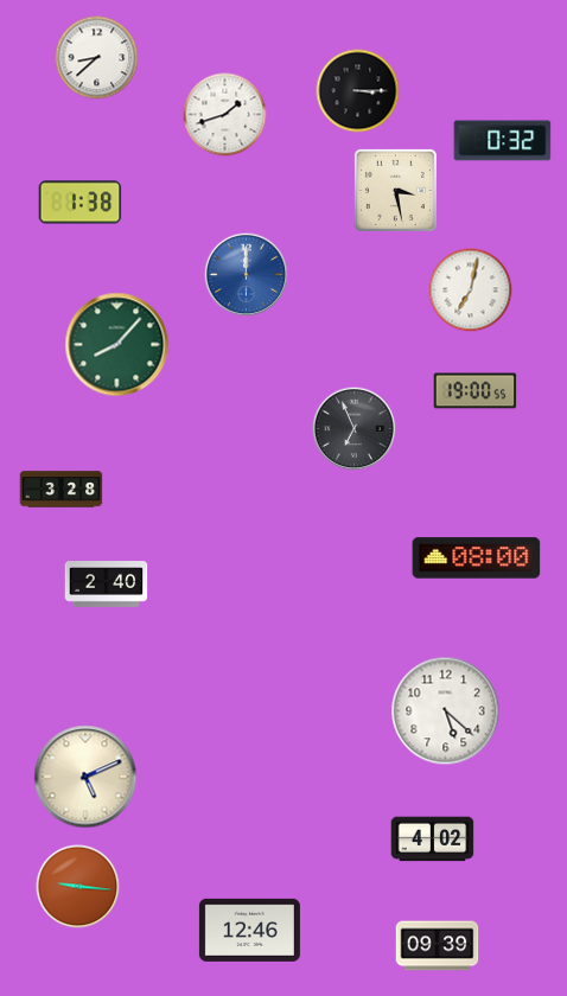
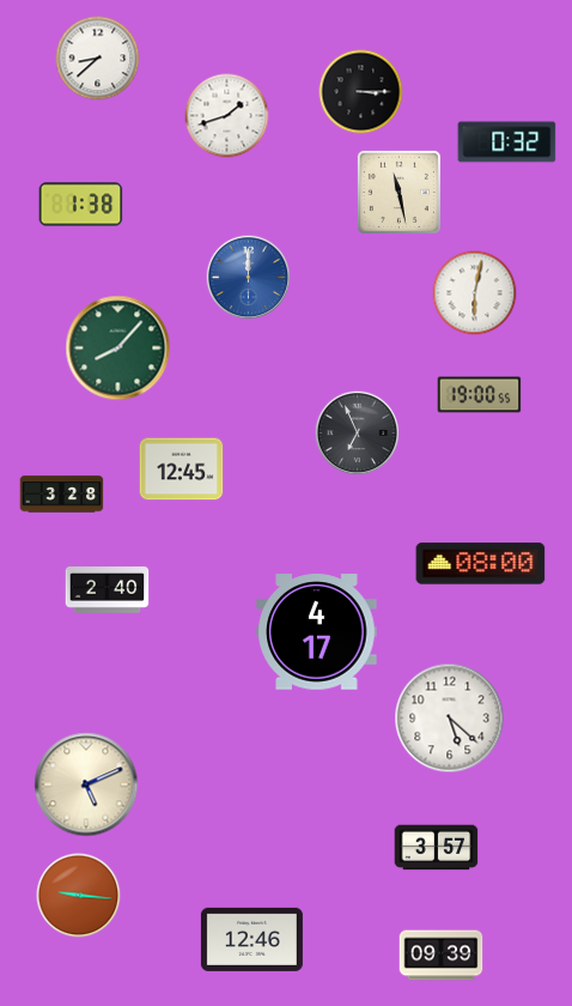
clock at (395, 190): 3:28 -> 11:28
clock at (471, 290): 7:02 -> 6:02
clock at (182, 469): none -> 12:45
clock at (317, 632): none -> 4:17
clock at (433, 839): 4:02 -> 3:57
